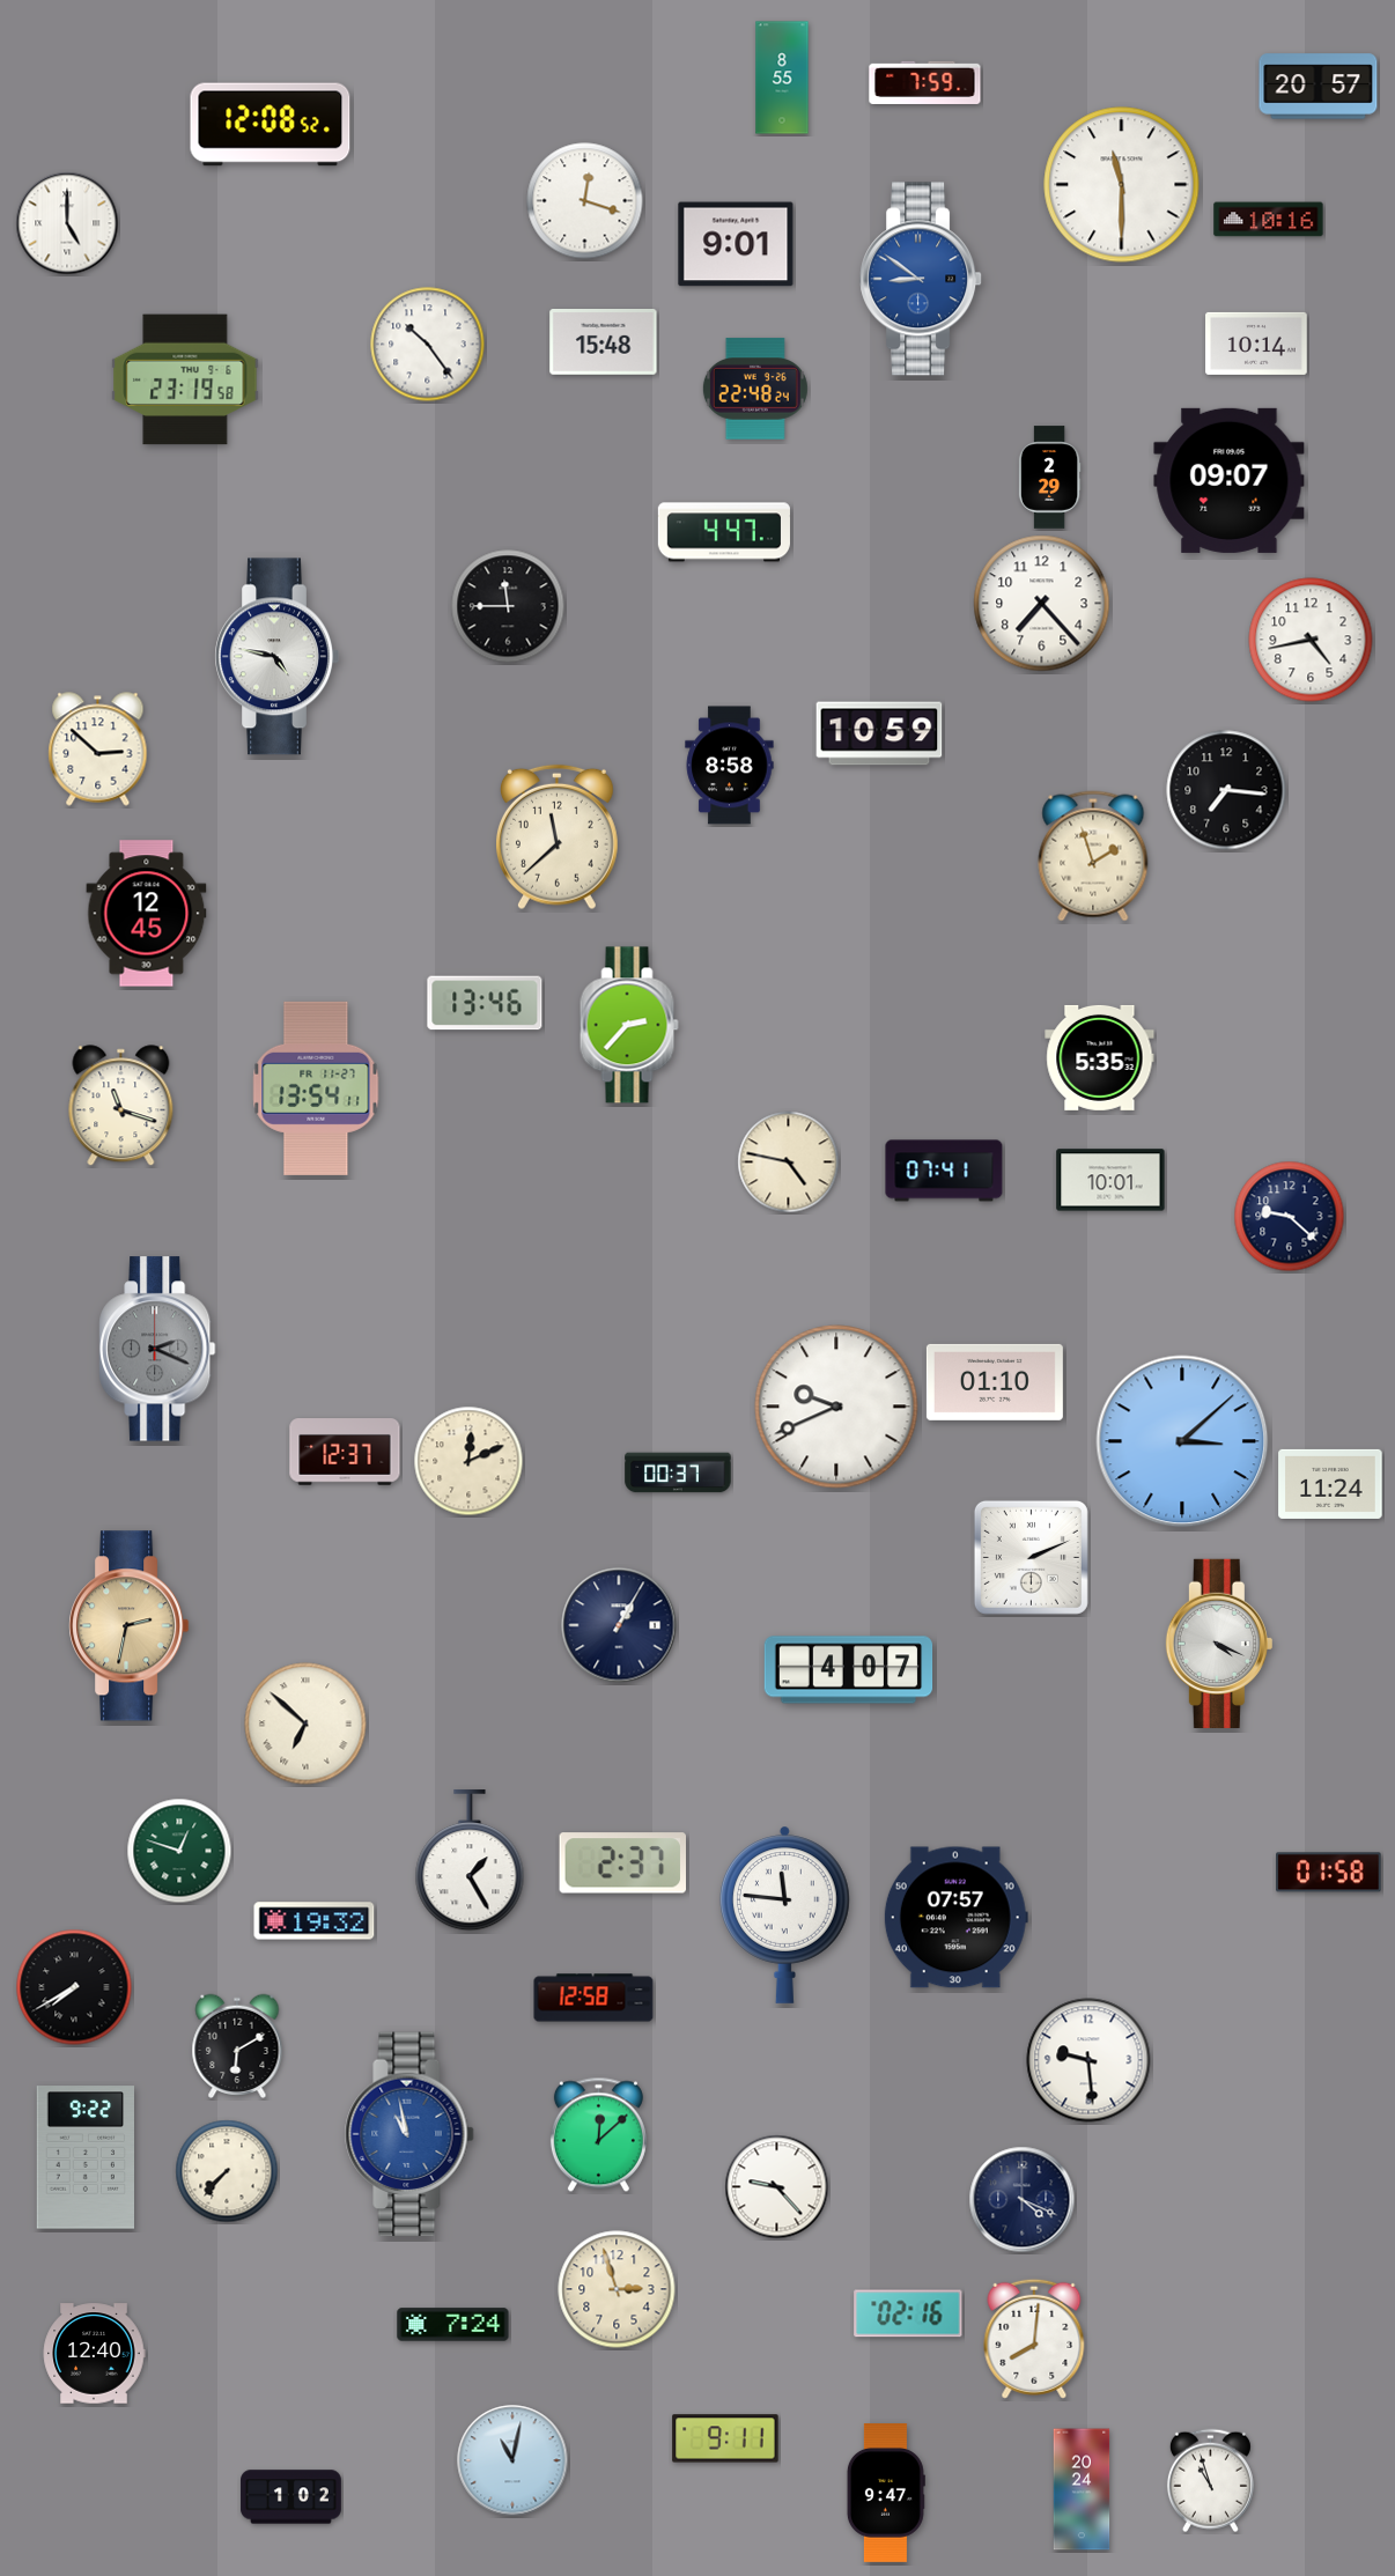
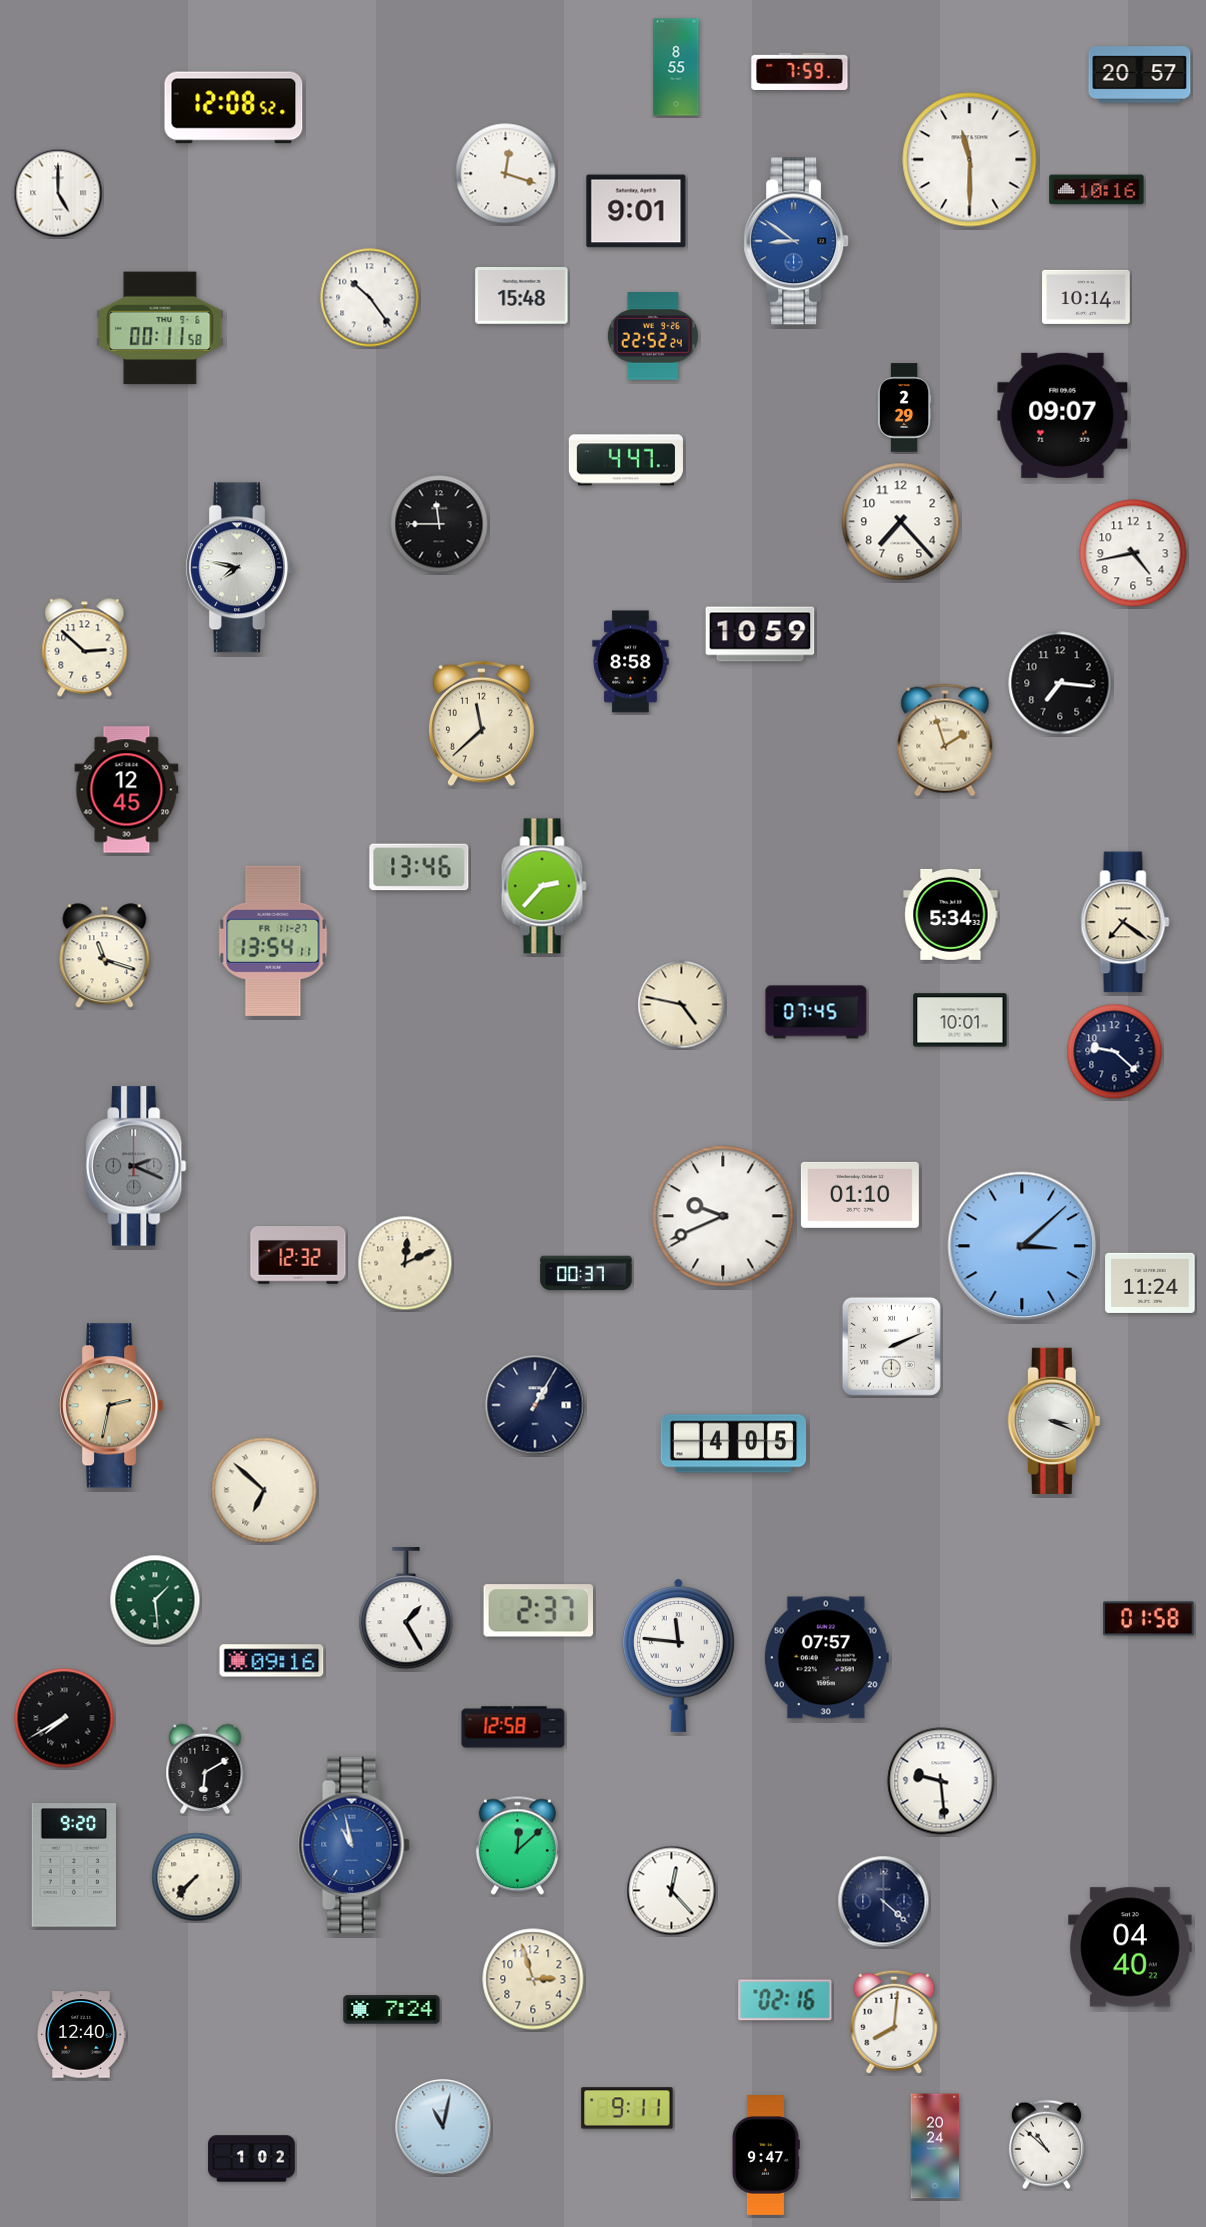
clock at (185, 379): 23:19 -> 00:11
clock at (755, 389): 22:48 -> 22:52
clock at (1049, 478) position: (1049, 478) -> (904, 408)
clock at (276, 657): 4:47 -> 7:47
clock at (1100, 1057): 5:35 -> 5:34
clock at (1125, 922): none -> 7:21
clock at (944, 1171): 07:41 -> 07:45
clock at (345, 1452): 12:37 -> 12:32
clock at (1219, 1644): 4:19 -> 3:19
clock at (849, 1670): 4:07 -> 4:05
clock at (179, 1851): 12:48 -> 1:29
clock at (315, 1921): 19:32 -> 09:16
clock at (86, 2157): 9:22 -> 9:20
clock at (777, 2187): 9:23 -> 12:23
clock at (1023, 2200): 4:19 -> 4:22
clock at (1130, 1947): none -> 04:40
clock at (1210, 2481): 10:57 -> 10:52
clock at (1082, 2489) position: (1082, 2489) -> (935, 2146)
